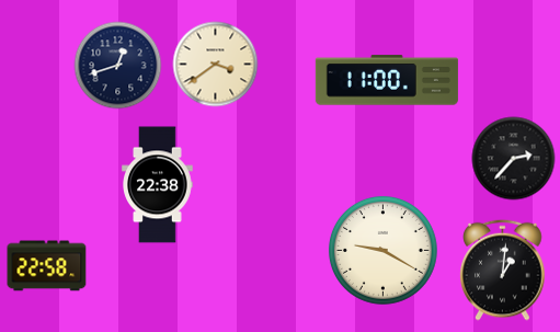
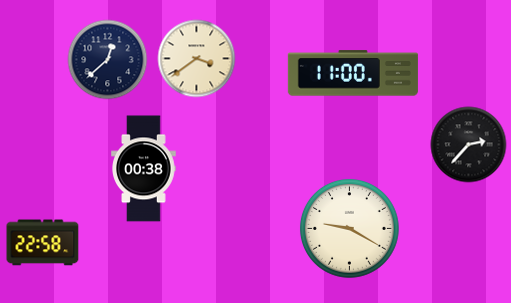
clock at (118, 66): 12:42 -> 12:38
clock at (158, 185): 22:38 -> 00:38
clock at (503, 270): 1:01 -> none
